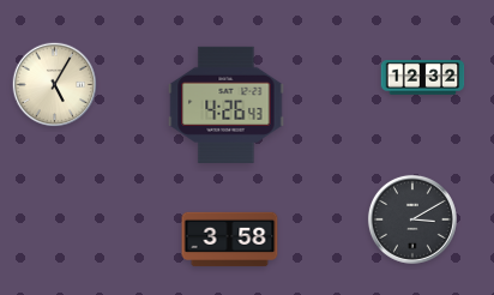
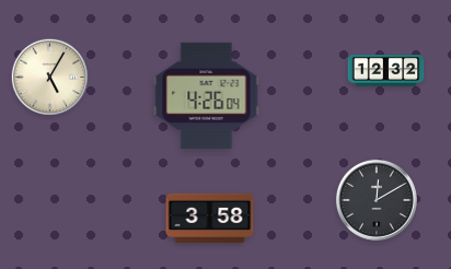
clock at (227, 104): 4:26:43 -> 4:26:04
clock at (412, 219): 3:10 -> 12:10
